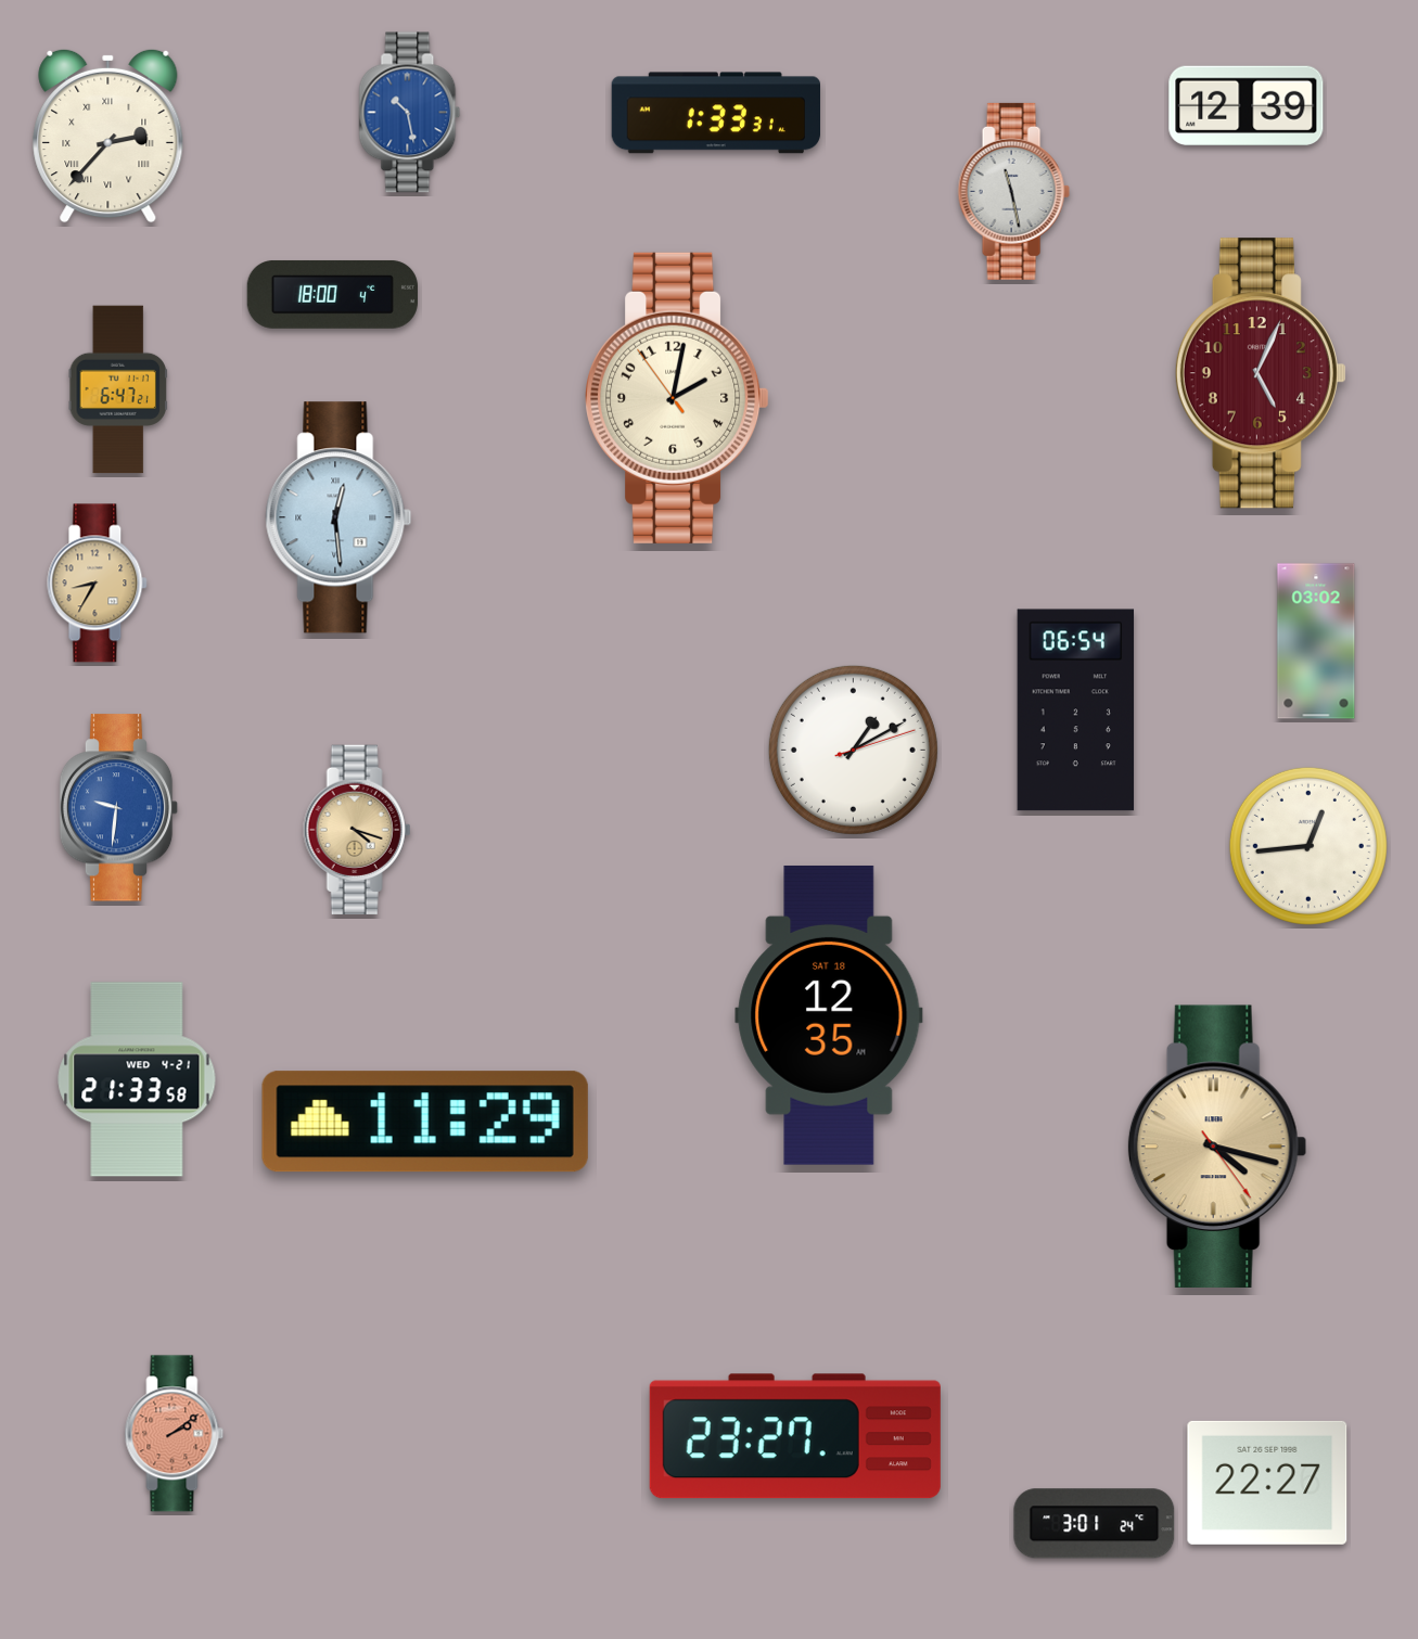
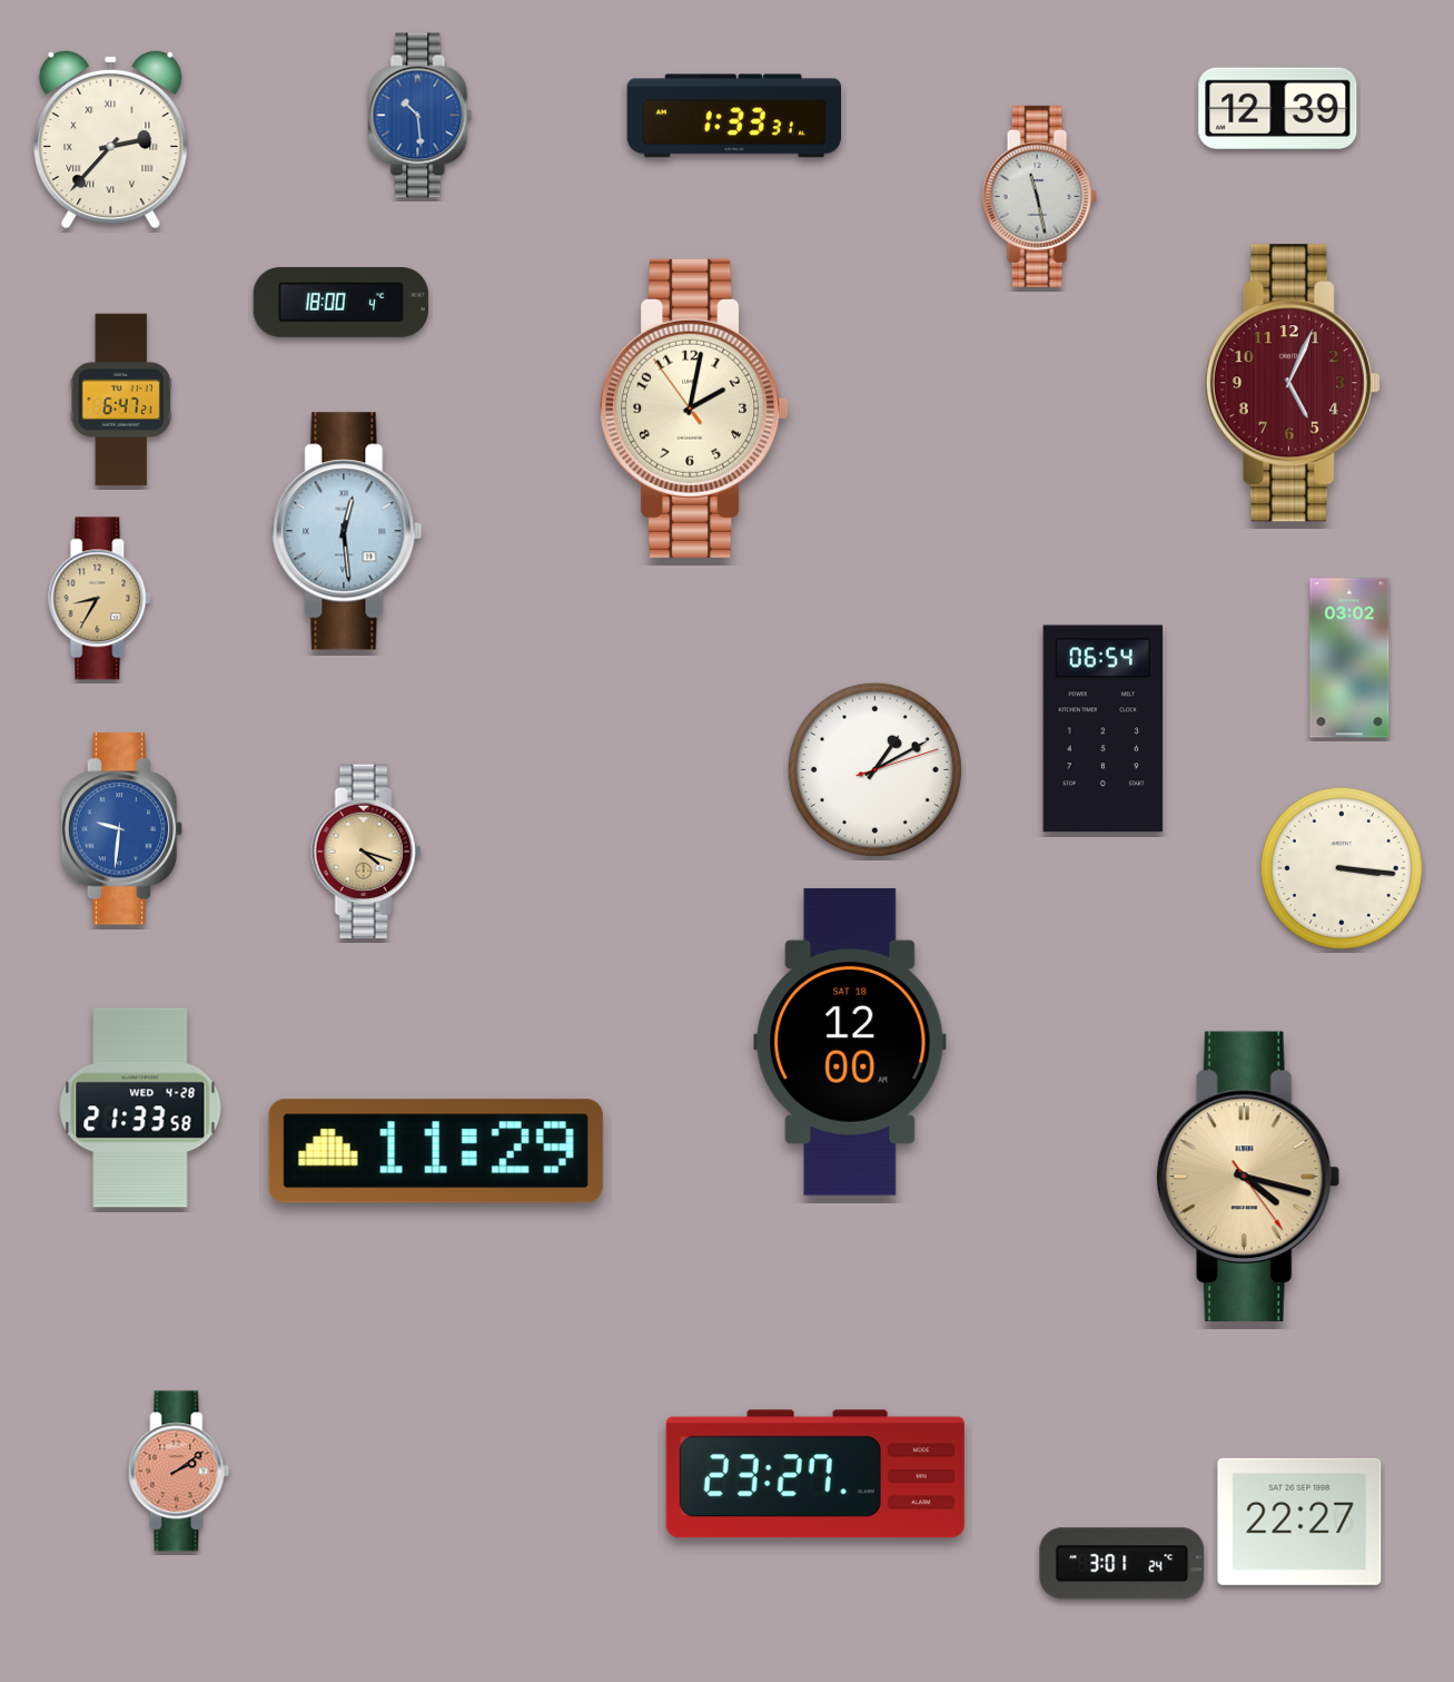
clock at (410, 113): 10:28 -> 10:29
clock at (1308, 846): 12:44 -> 3:16
clock at (829, 1015): 12:35 -> 12:00
clock at (137, 1079) date: WED 4-21 -> WED 4-28
